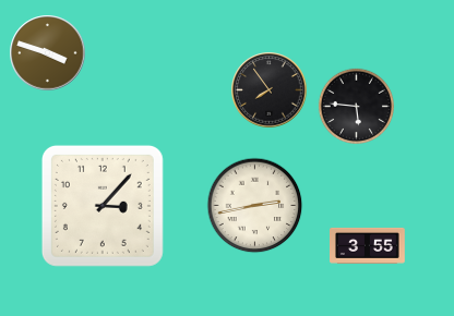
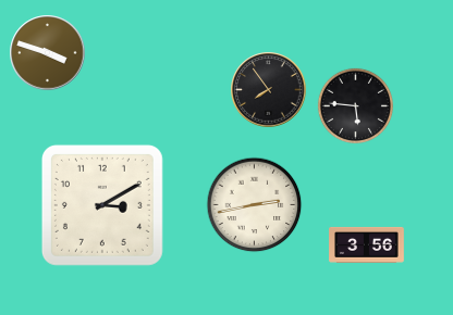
clock at (103, 206): 3:07 -> 3:10
clock at (368, 245): 3:55 -> 3:56
